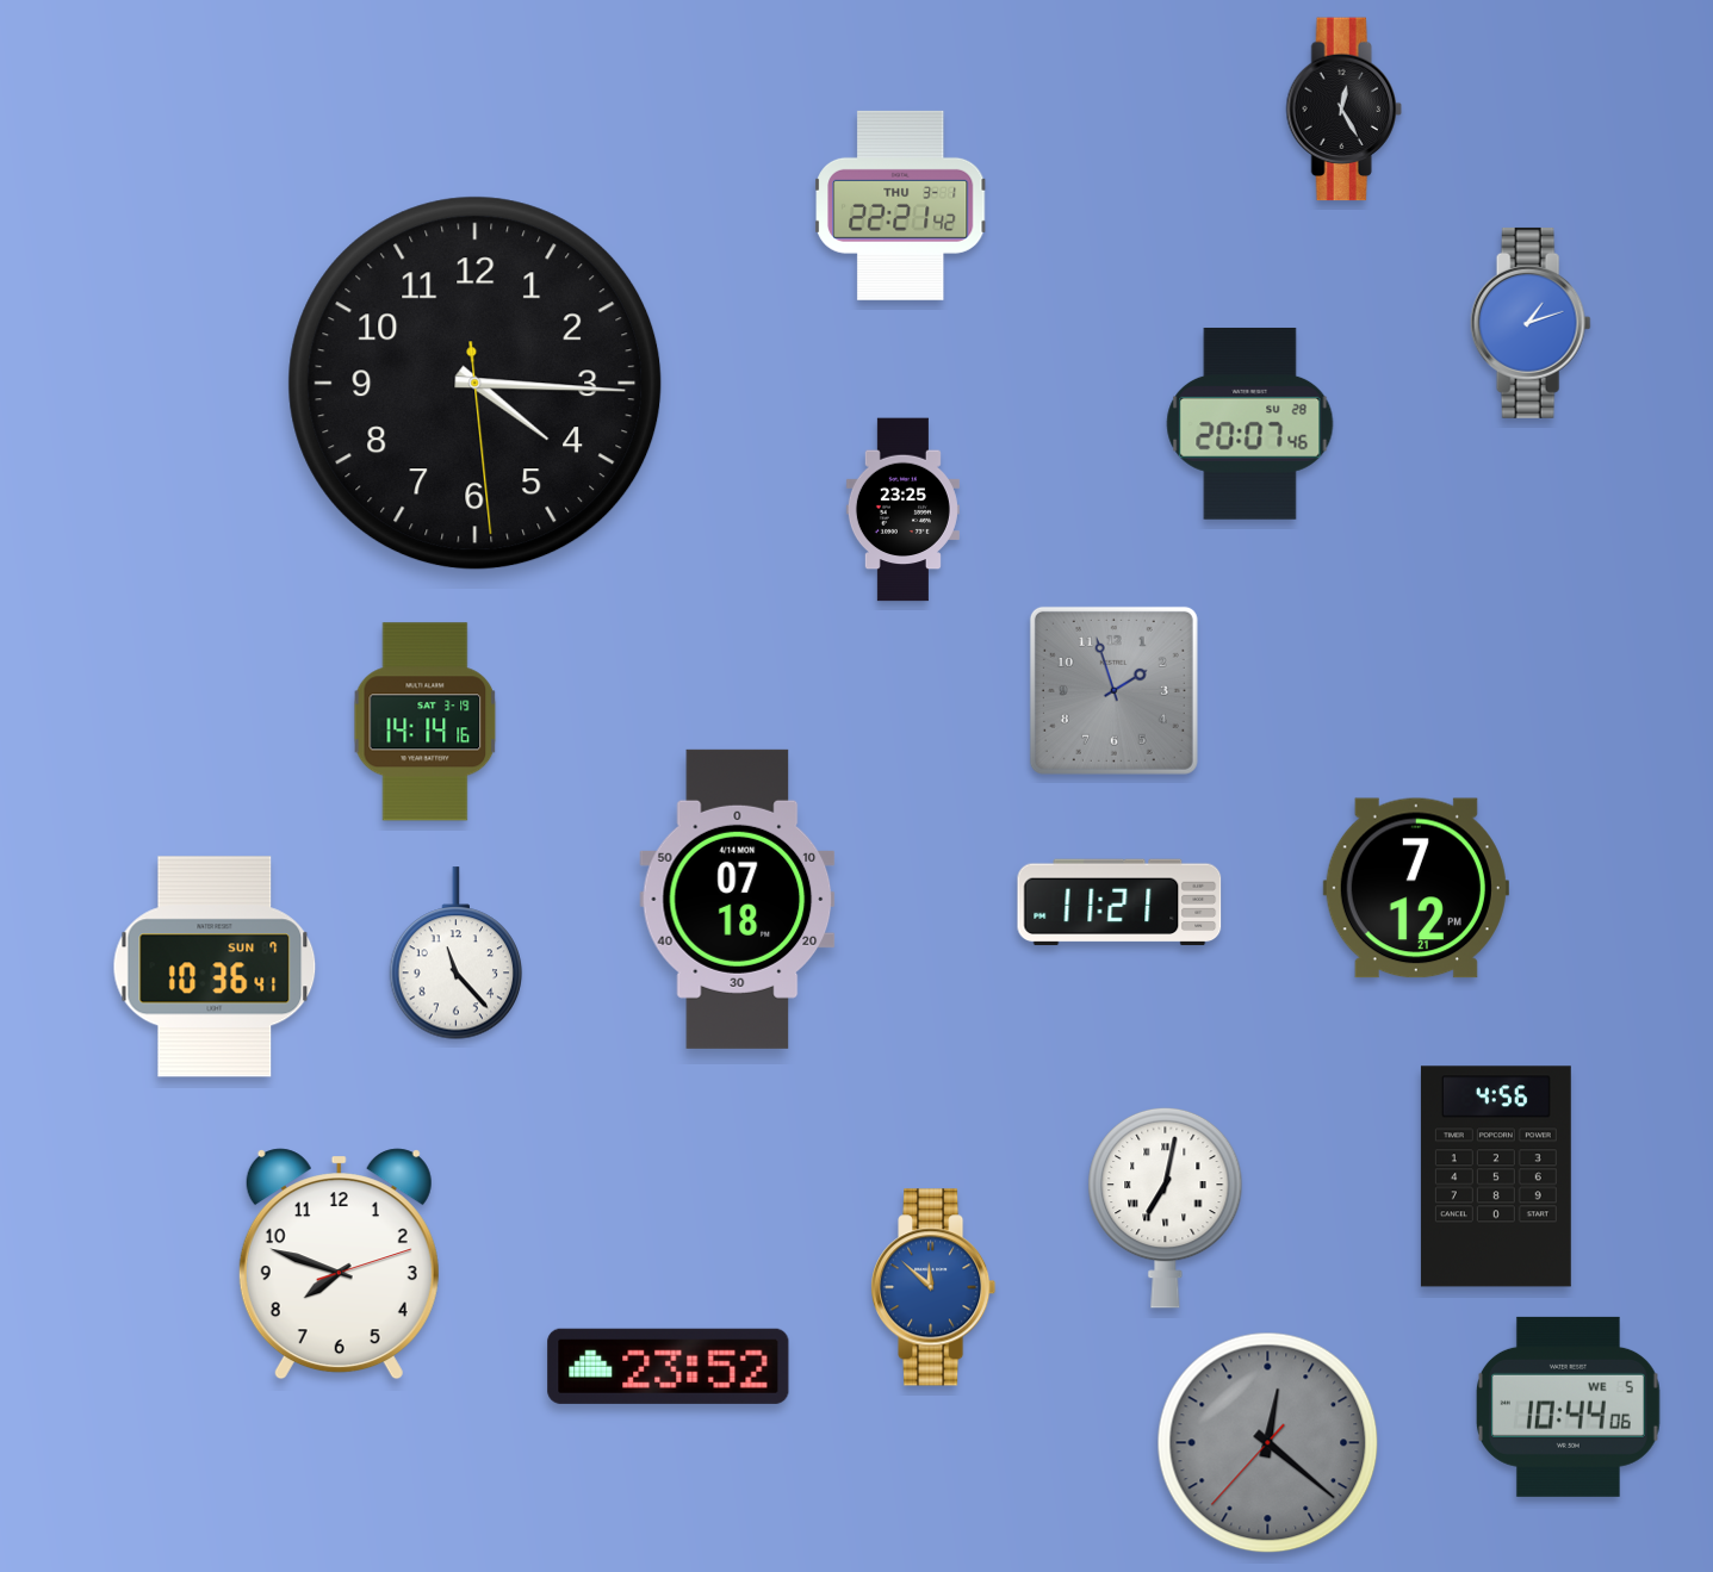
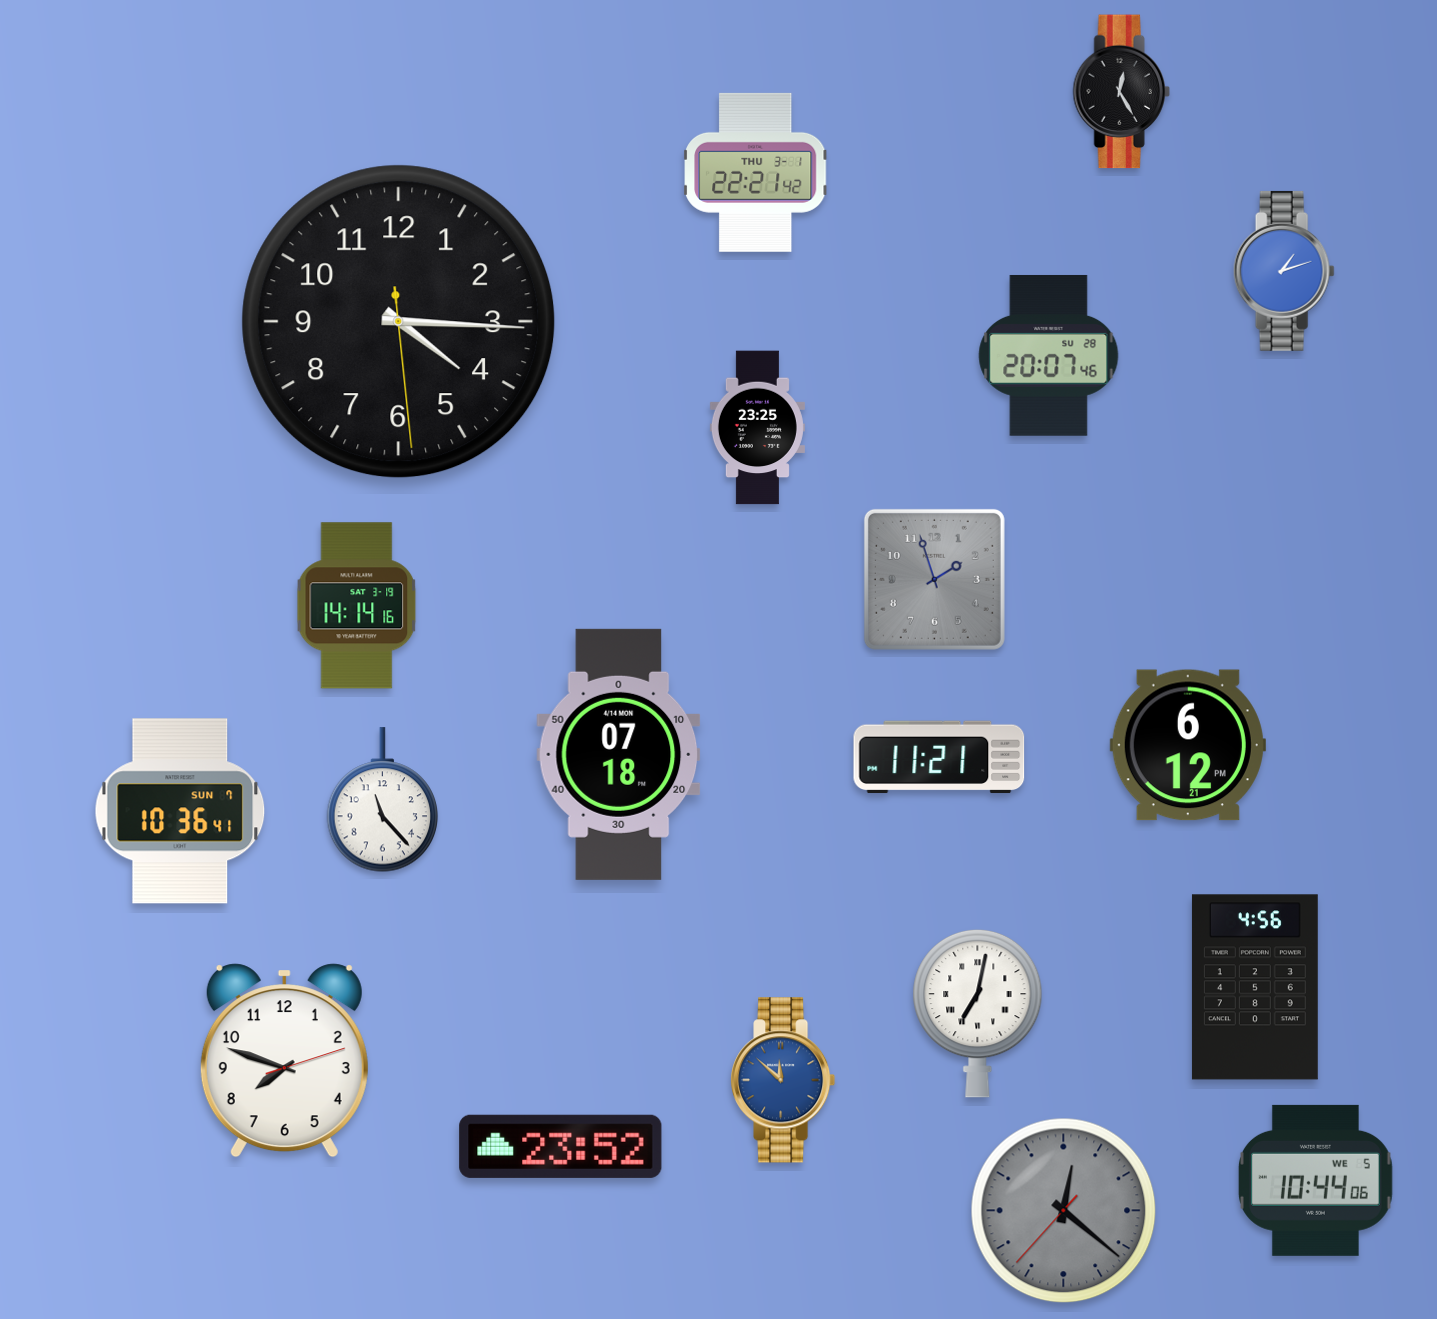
clock at (1343, 110) position: (1343, 110) -> (1121, 92)
clock at (1416, 888): 7:12 -> 6:12
